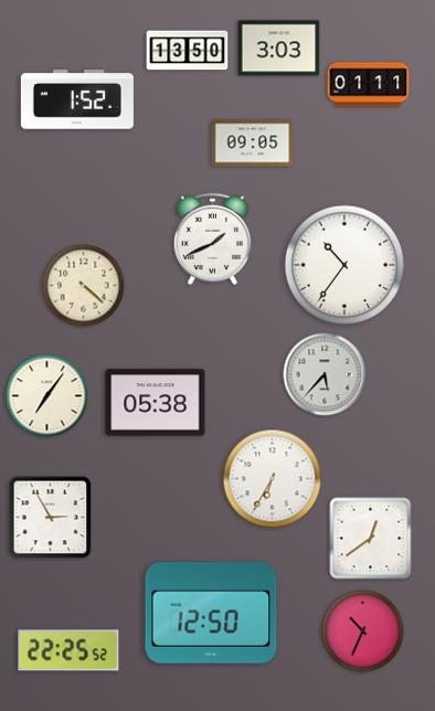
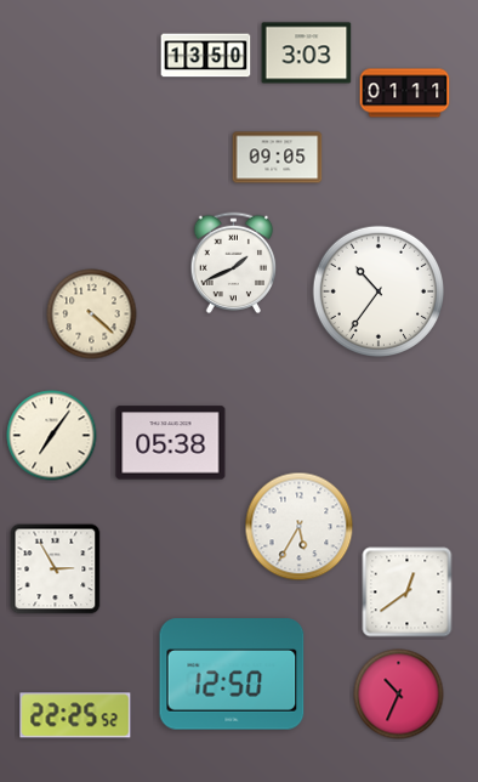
clock at (77, 99): 1:52 -> none
clock at (325, 374): 5:37 -> none
clock at (273, 479): 6:35 -> 5:35
